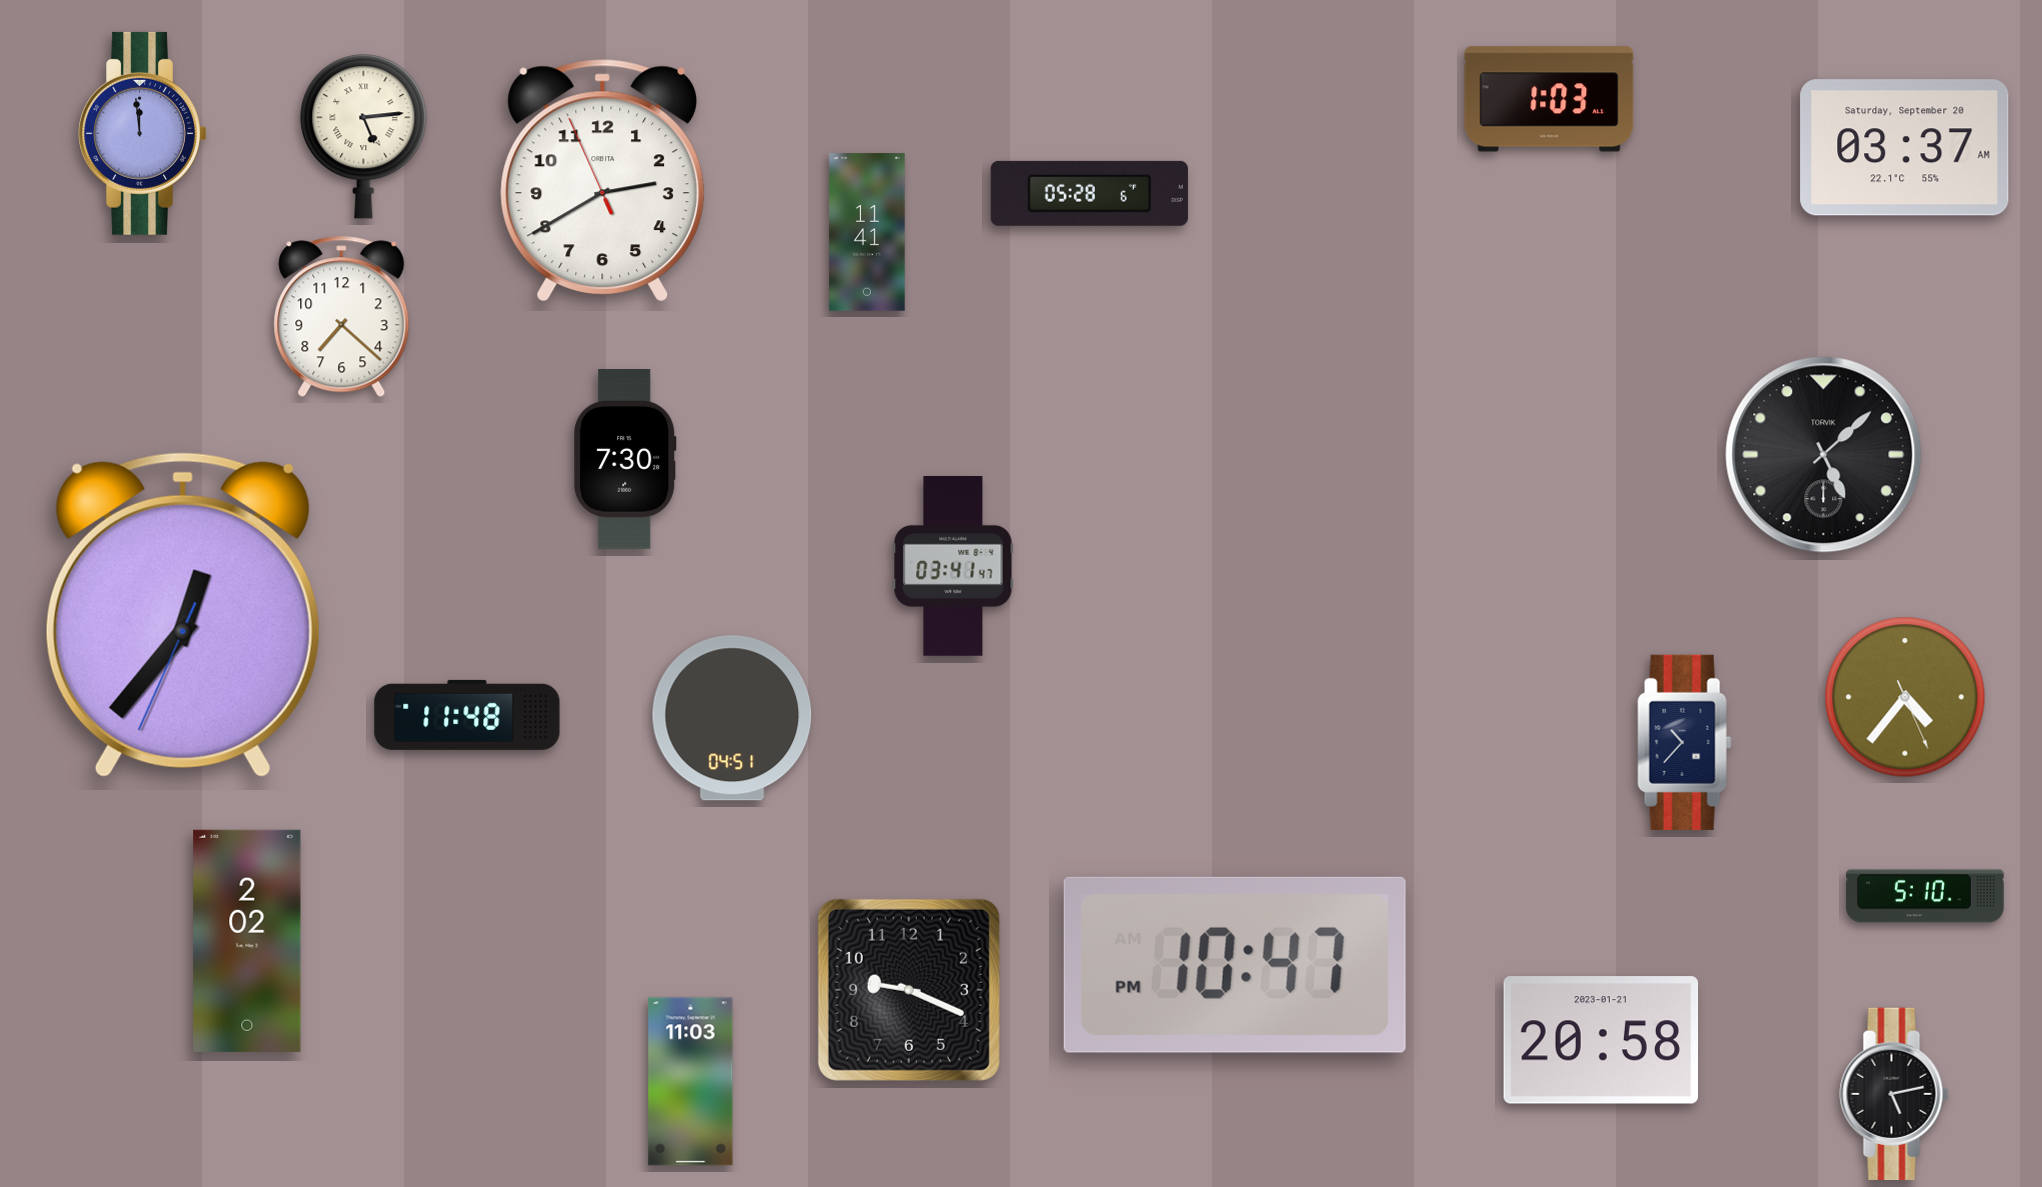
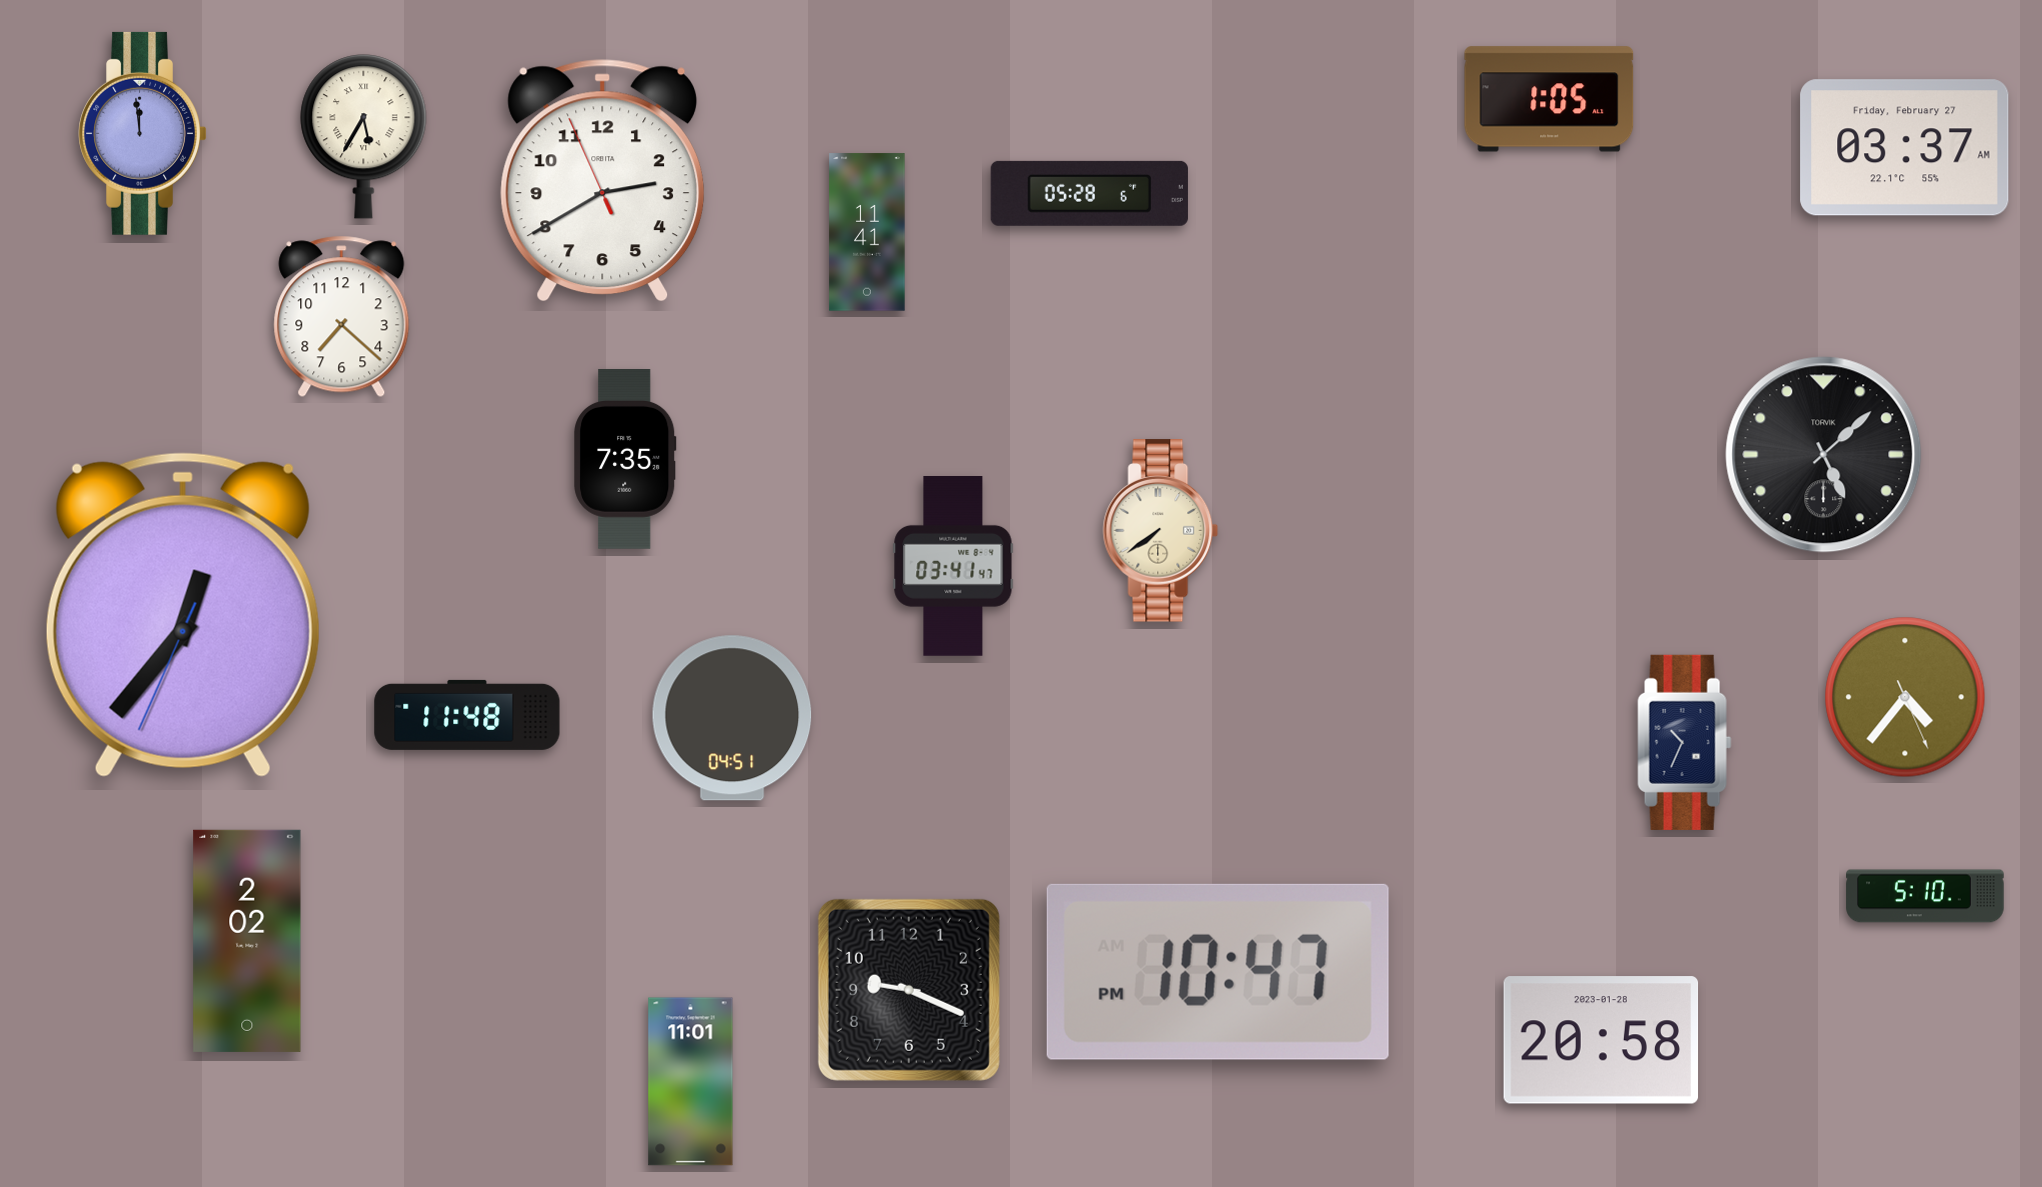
clock at (1549, 99): 1:03 -> 1:05
clock at (364, 137): 5:14 -> 5:35
clock at (1905, 148) date: Saturday, September 20 -> Friday, February 27
clock at (625, 460): 7:30 -> 7:35
clock at (1161, 531): none -> 7:39
clock at (1685, 742): 10:37 -> 10:34
clock at (1235, 965) position: (1235, 965) -> (1218, 972)
clock at (1601, 1040) date: 2023-01-21 -> 2023-01-28
clock at (691, 1082): 11:03 -> 11:01
clock at (1894, 1094): 5:13 -> none
